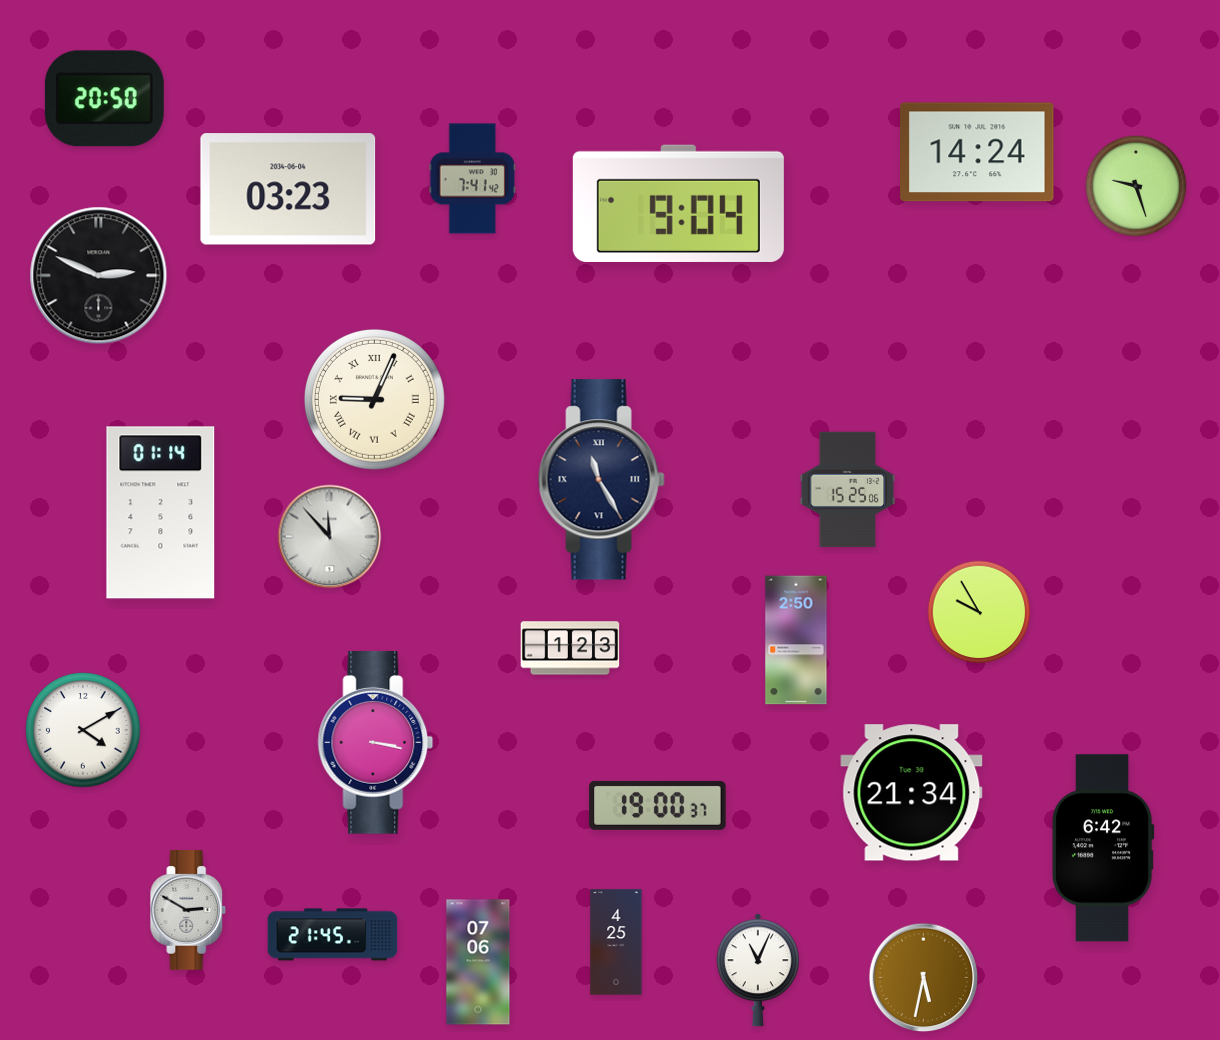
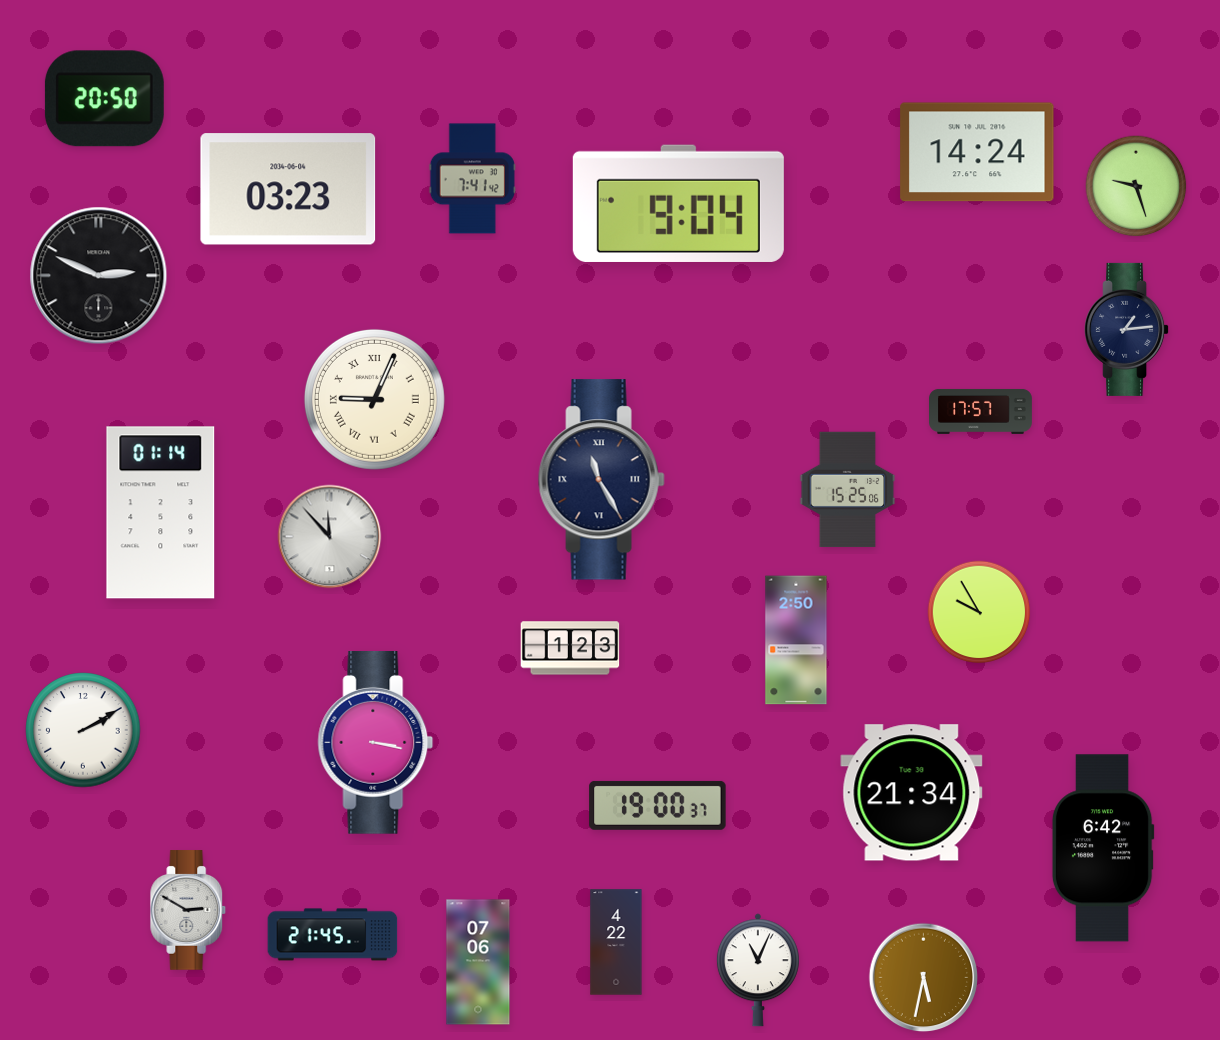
clock at (1127, 329): none -> 1:14
clock at (981, 411): none -> 17:57
clock at (83, 730): 4:10 -> 2:10
clock at (616, 942): 4:25 -> 4:22
